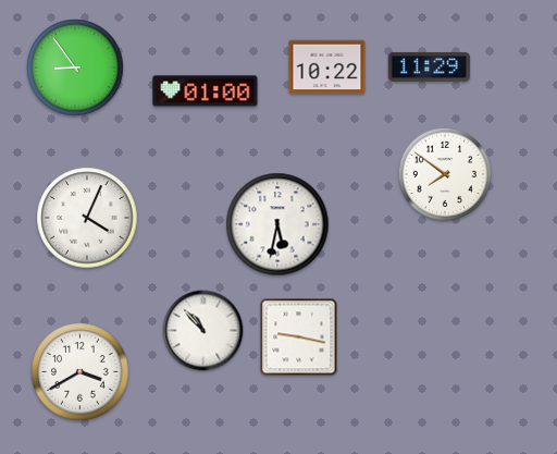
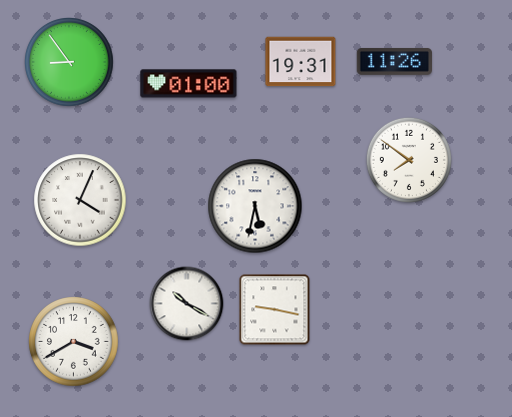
clock at (429, 66): 11:29 -> 11:26
clock at (327, 68): 10:22 -> 19:31
clock at (203, 331): 10:53 -> 10:20
